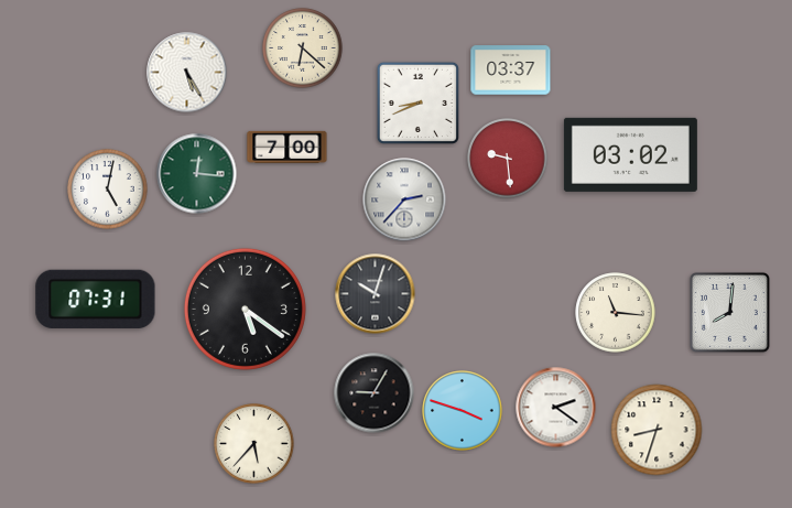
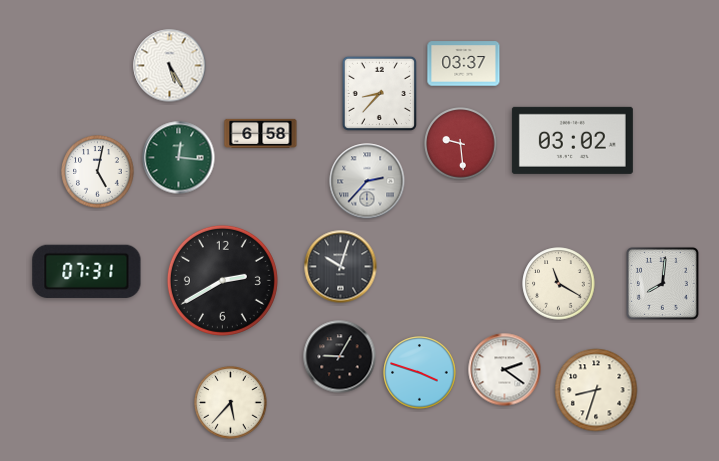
clock at (303, 48): 6:22 -> none
clock at (417, 102): 8:41 -> 8:37
clock at (287, 147): 7:00 -> 6:58
clock at (245, 309): 5:21 -> 2:40
clock at (616, 313): 11:16 -> 11:20
